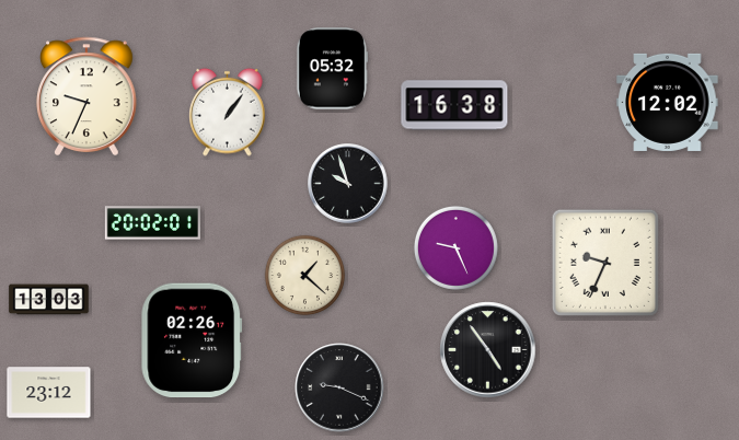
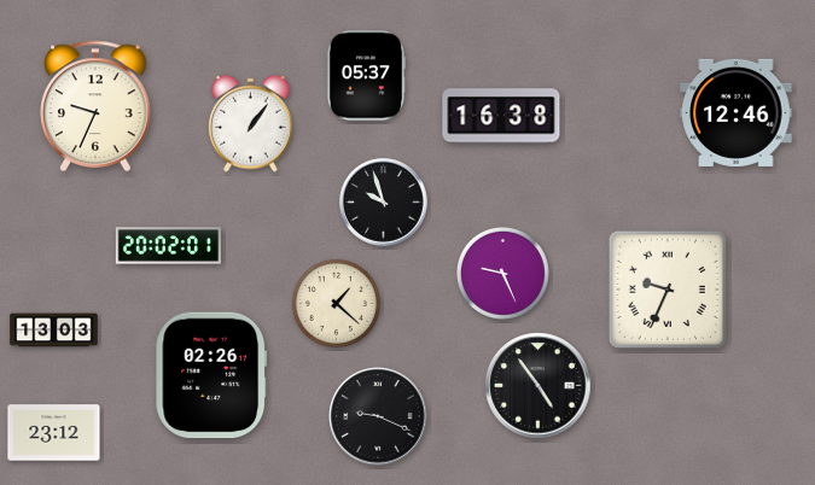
clock at (332, 69): 05:32 -> 05:37
clock at (668, 102): 12:02 -> 12:46
clock at (339, 387) position: (339, 387) -> (378, 416)
